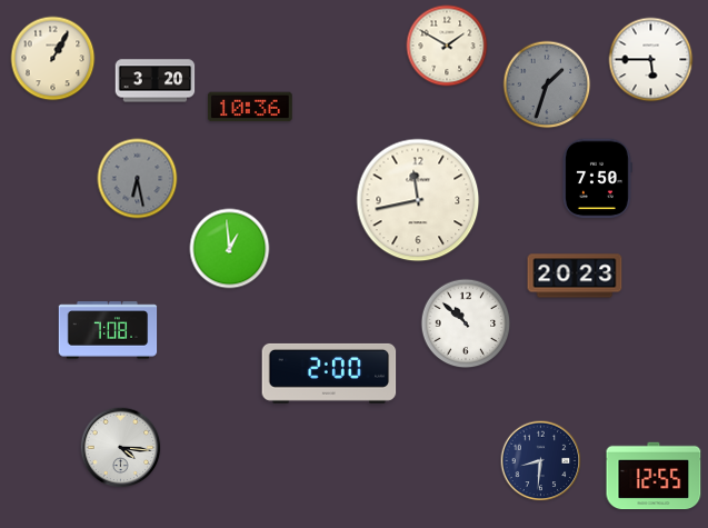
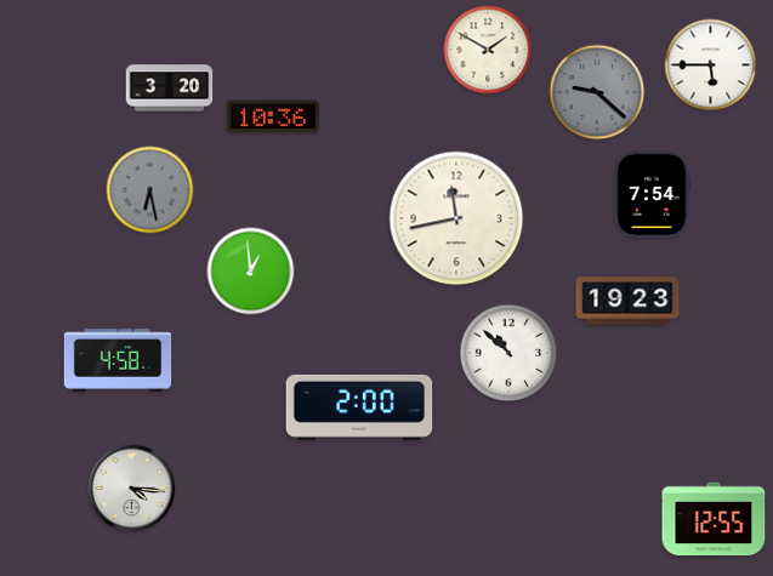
clock at (53, 59): 1:05 -> none
clock at (547, 84): 1:33 -> 9:22
clock at (138, 179) position: (138, 179) -> (150, 190)
clock at (597, 179): 7:50 -> 7:54
clock at (575, 276): 20:23 -> 19:23
clock at (108, 330): 7:08 -> 4:58
clock at (541, 461): 8:31 -> none
